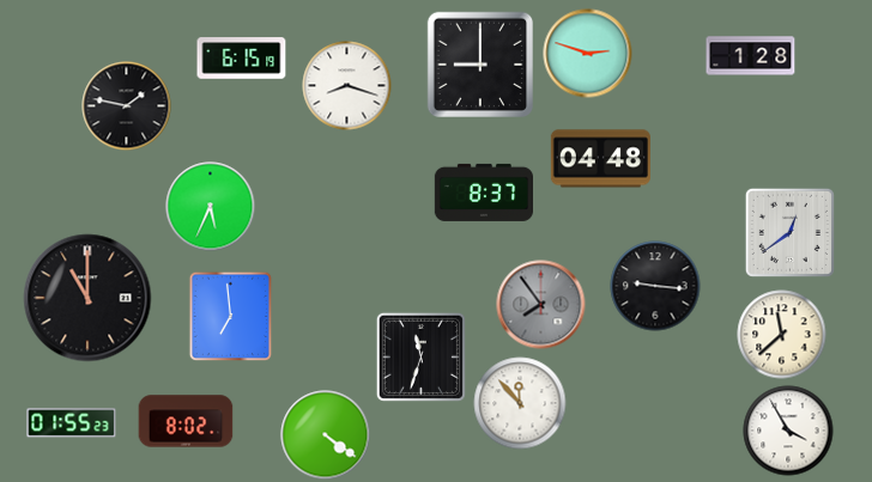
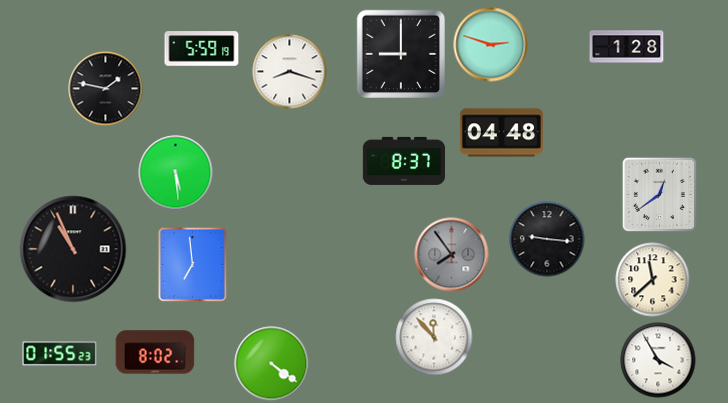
clock at (242, 59): 6:15 -> 5:59
clock at (211, 207): 5:34 -> 5:29
clock at (87, 298): 11:00 -> 10:56
clock at (420, 356): 11:33 -> none
